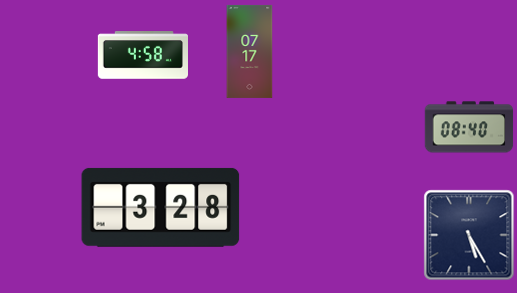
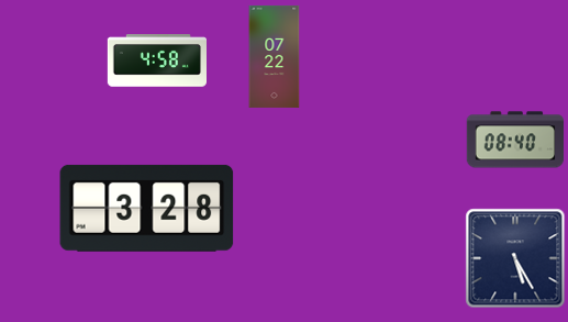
clock at (250, 51): 07:17 -> 07:22
clock at (161, 207) position: (161, 207) -> (147, 208)
